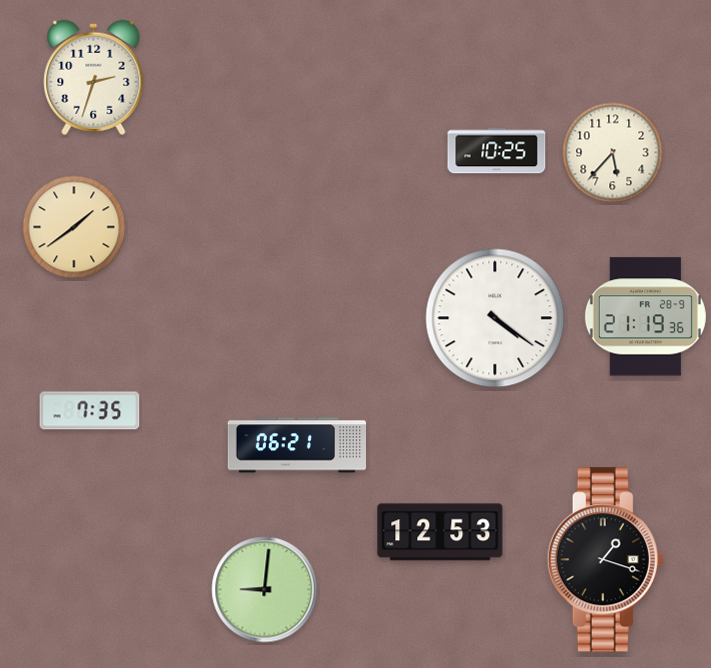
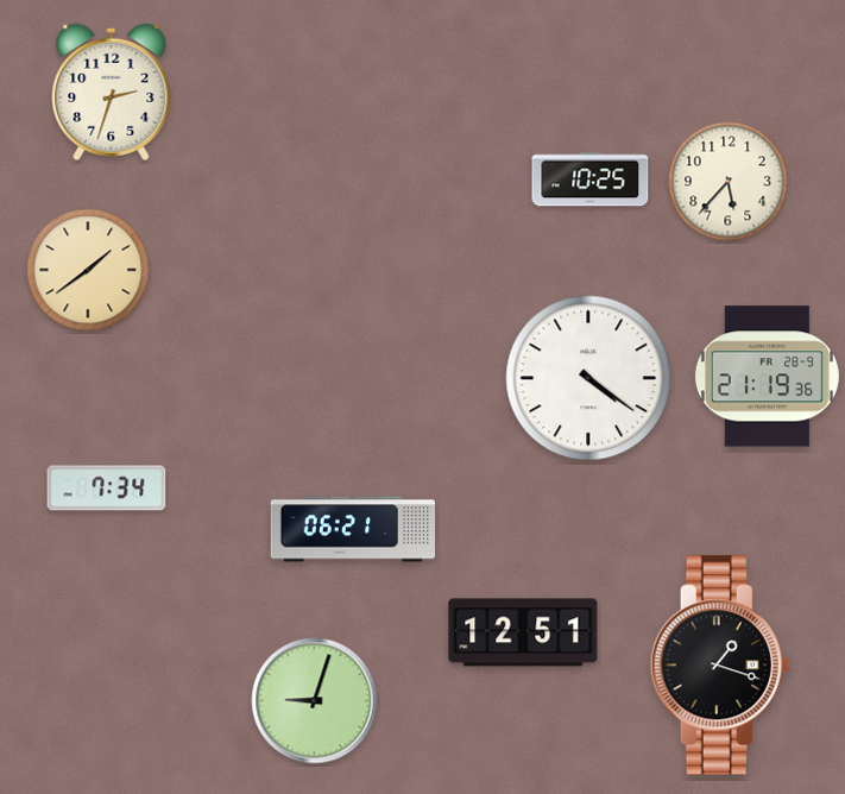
clock at (90, 411): 7:35 -> 7:34
clock at (440, 532): 12:53 -> 12:51
clock at (265, 590): 9:01 -> 9:03
